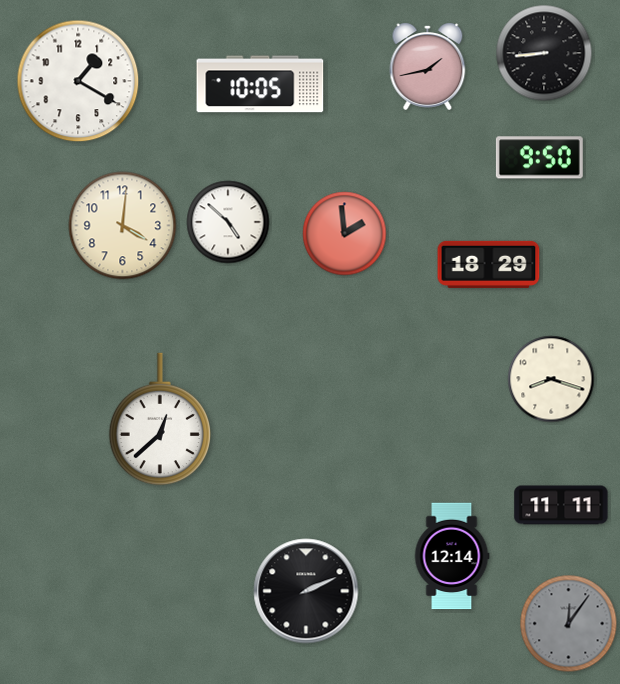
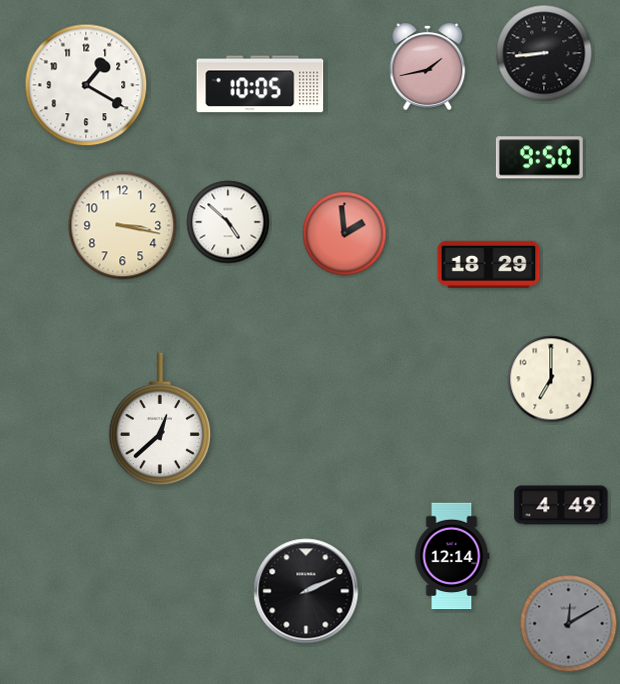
clock at (78, 81) position: (78, 81) -> (86, 85)
clock at (123, 226): 4:01 -> 3:17
clock at (551, 379): 8:18 -> 7:00
clock at (561, 505): 11:11 -> 4:49
clock at (569, 624): 12:06 -> 12:10
